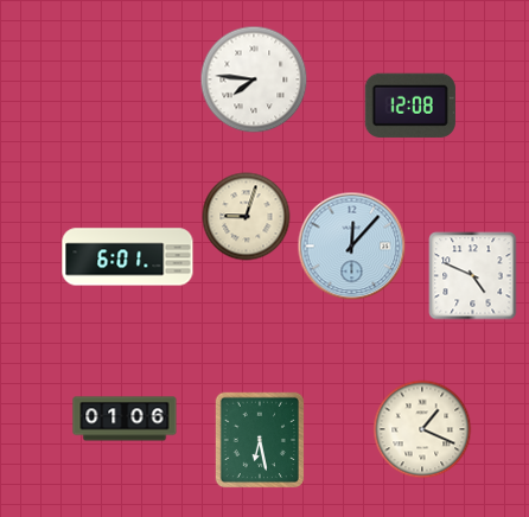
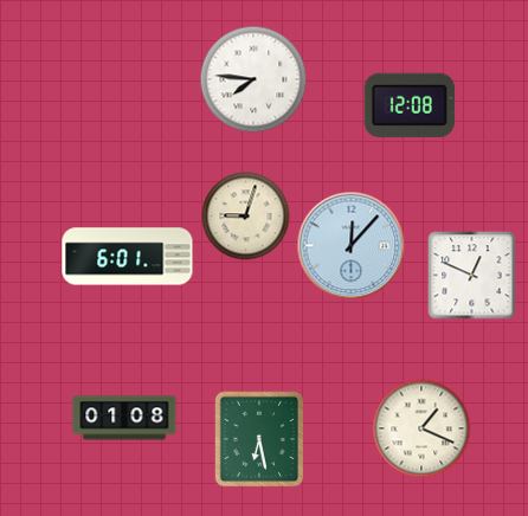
clock at (473, 276): 4:49 -> 12:49
clock at (125, 419): 01:06 -> 01:08
